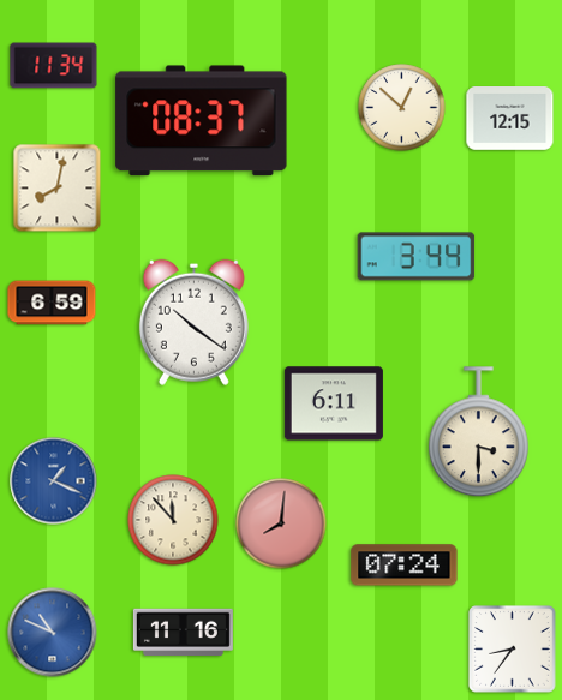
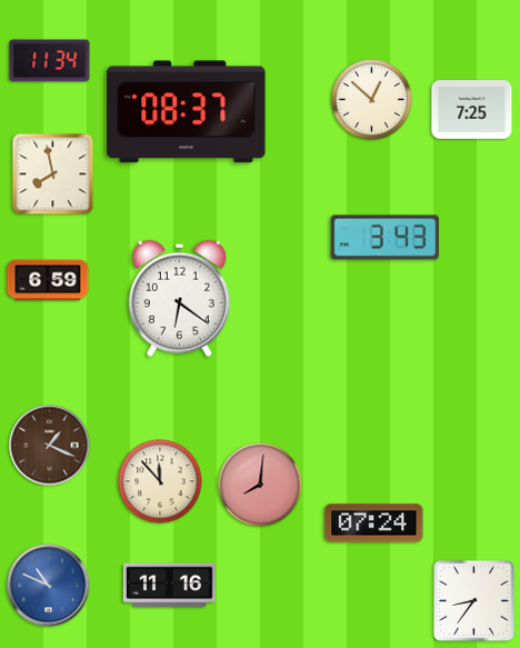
clock at (510, 119): 12:15 -> 7:25
clock at (58, 189): 8:02 -> 7:58
clock at (417, 257): 3:44 -> 3:43
clock at (193, 322): 10:21 -> 6:21
clock at (334, 403): 6:11 -> none
clock at (478, 432): 3:30 -> none
clock at (54, 481) dial: blue -> brown
